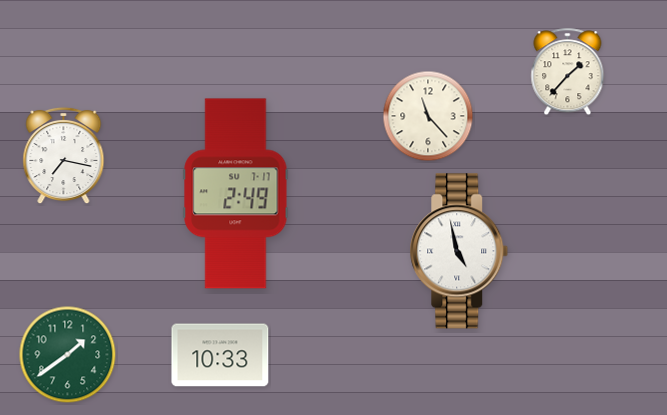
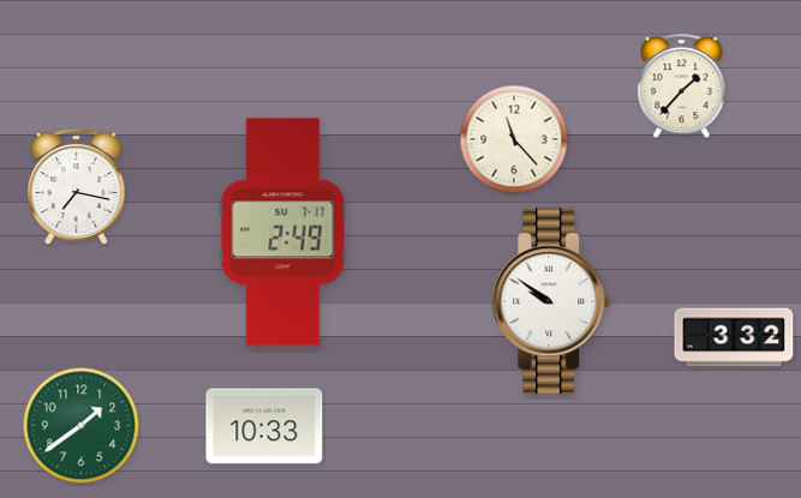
clock at (459, 251): 4:58 -> 9:51
clock at (734, 337): none -> 3:32
